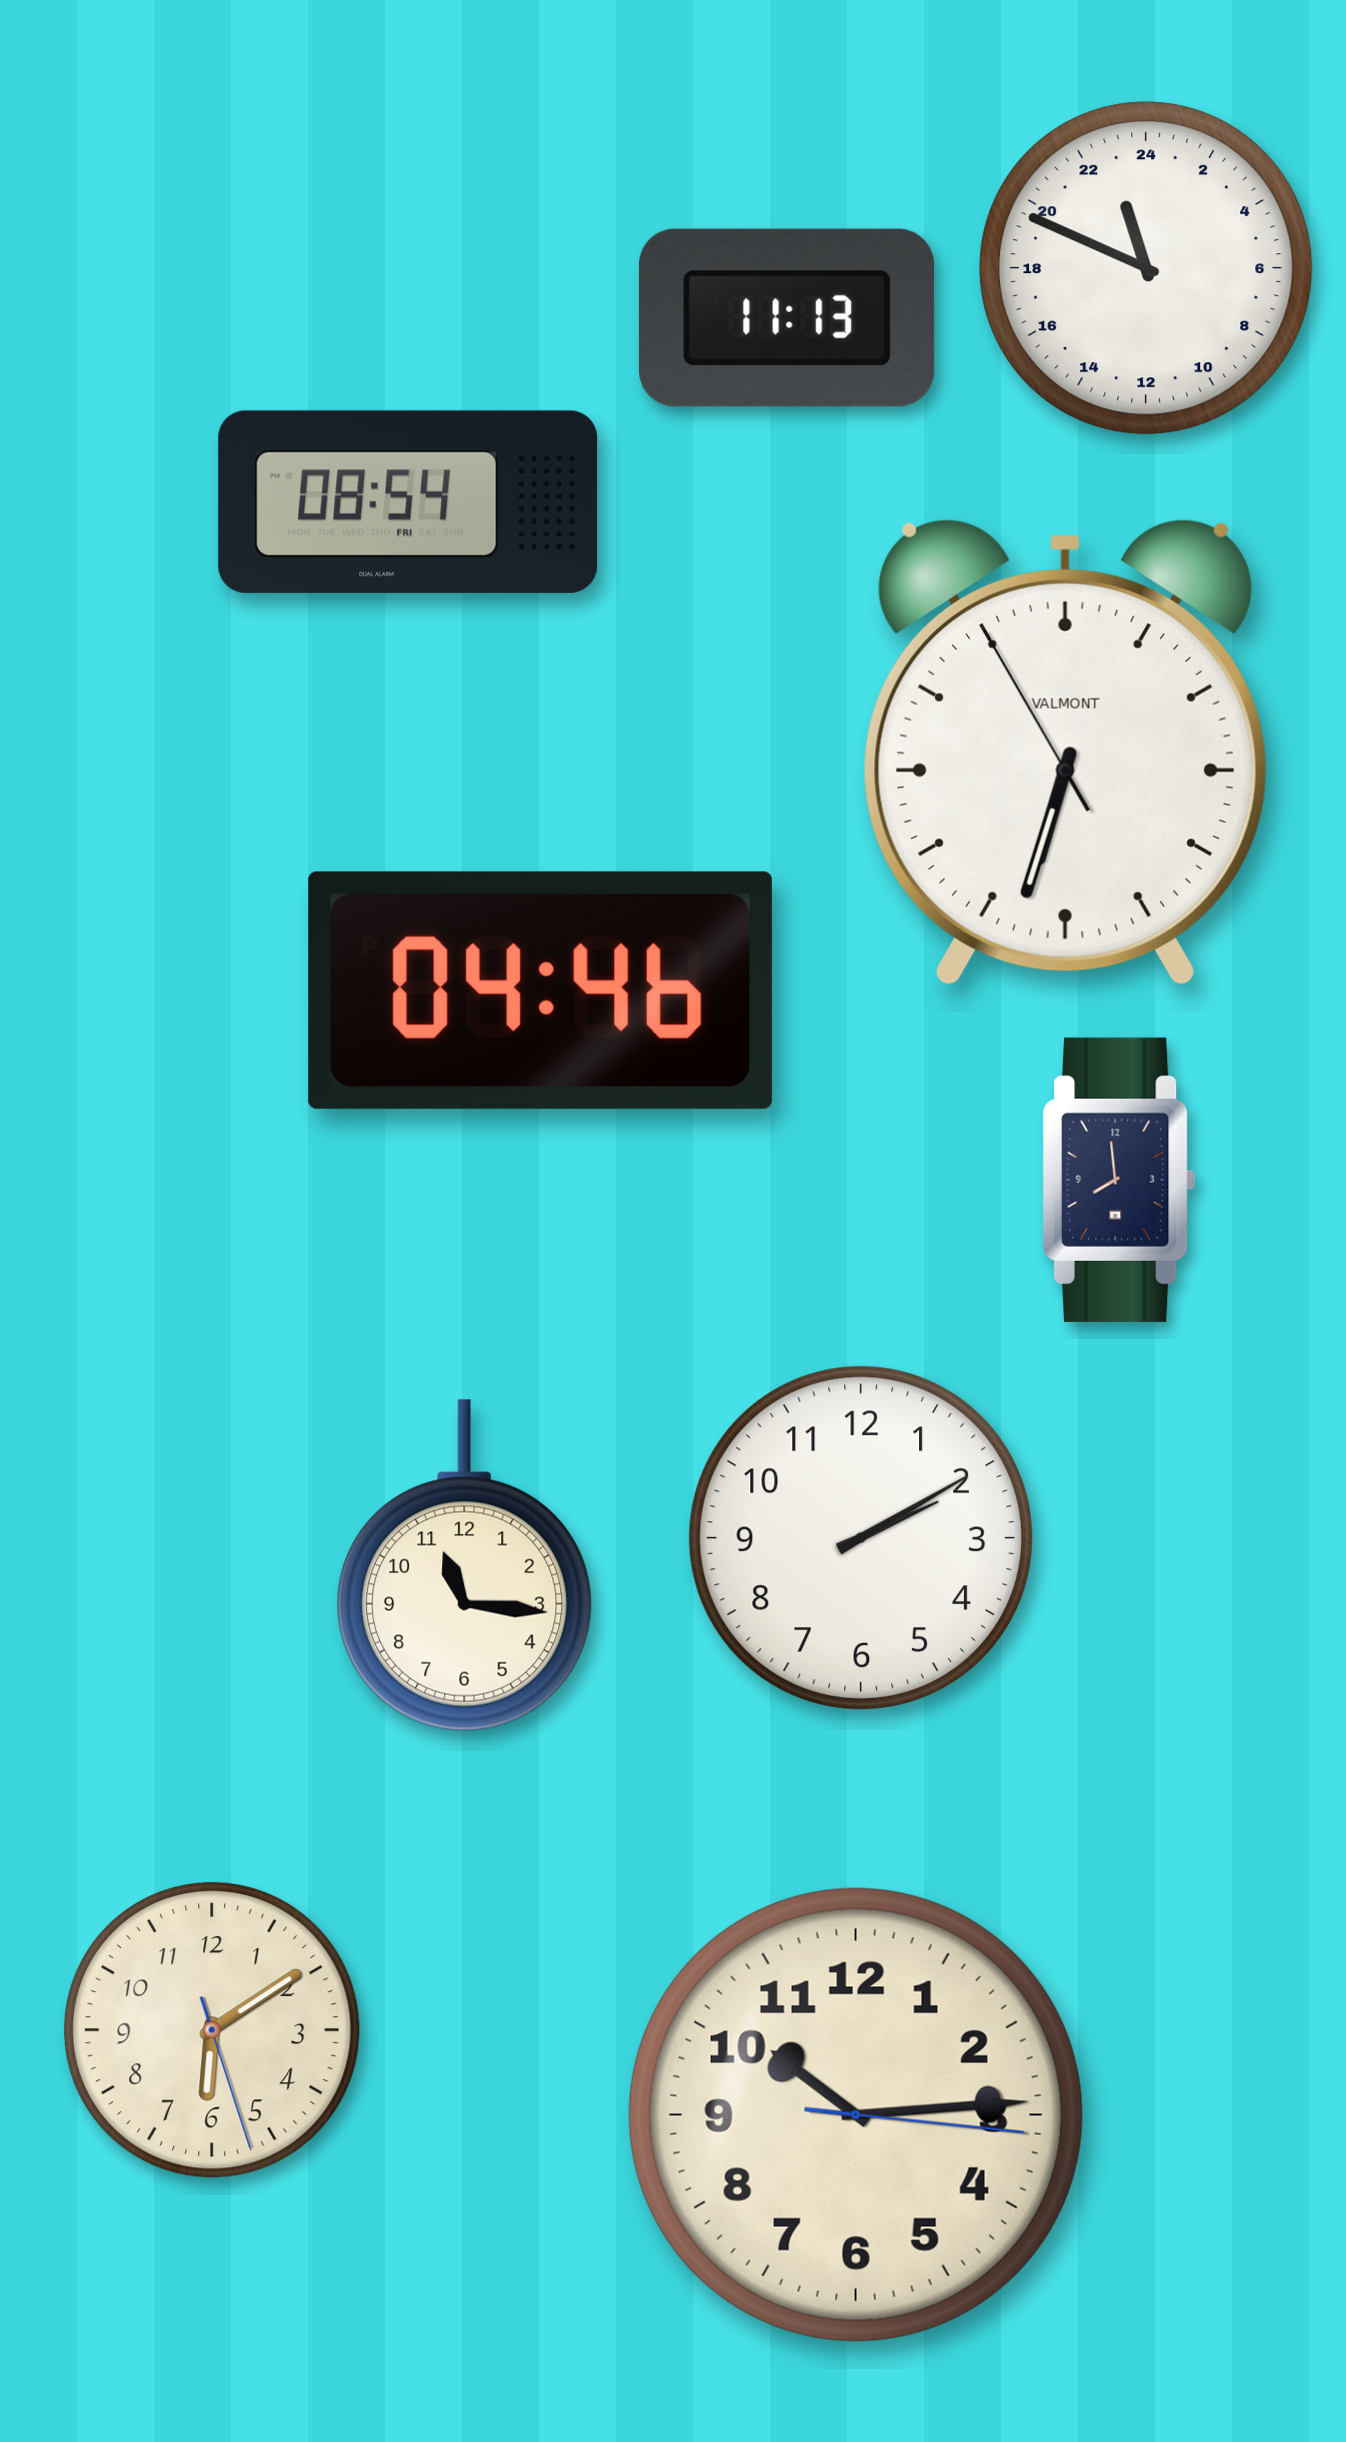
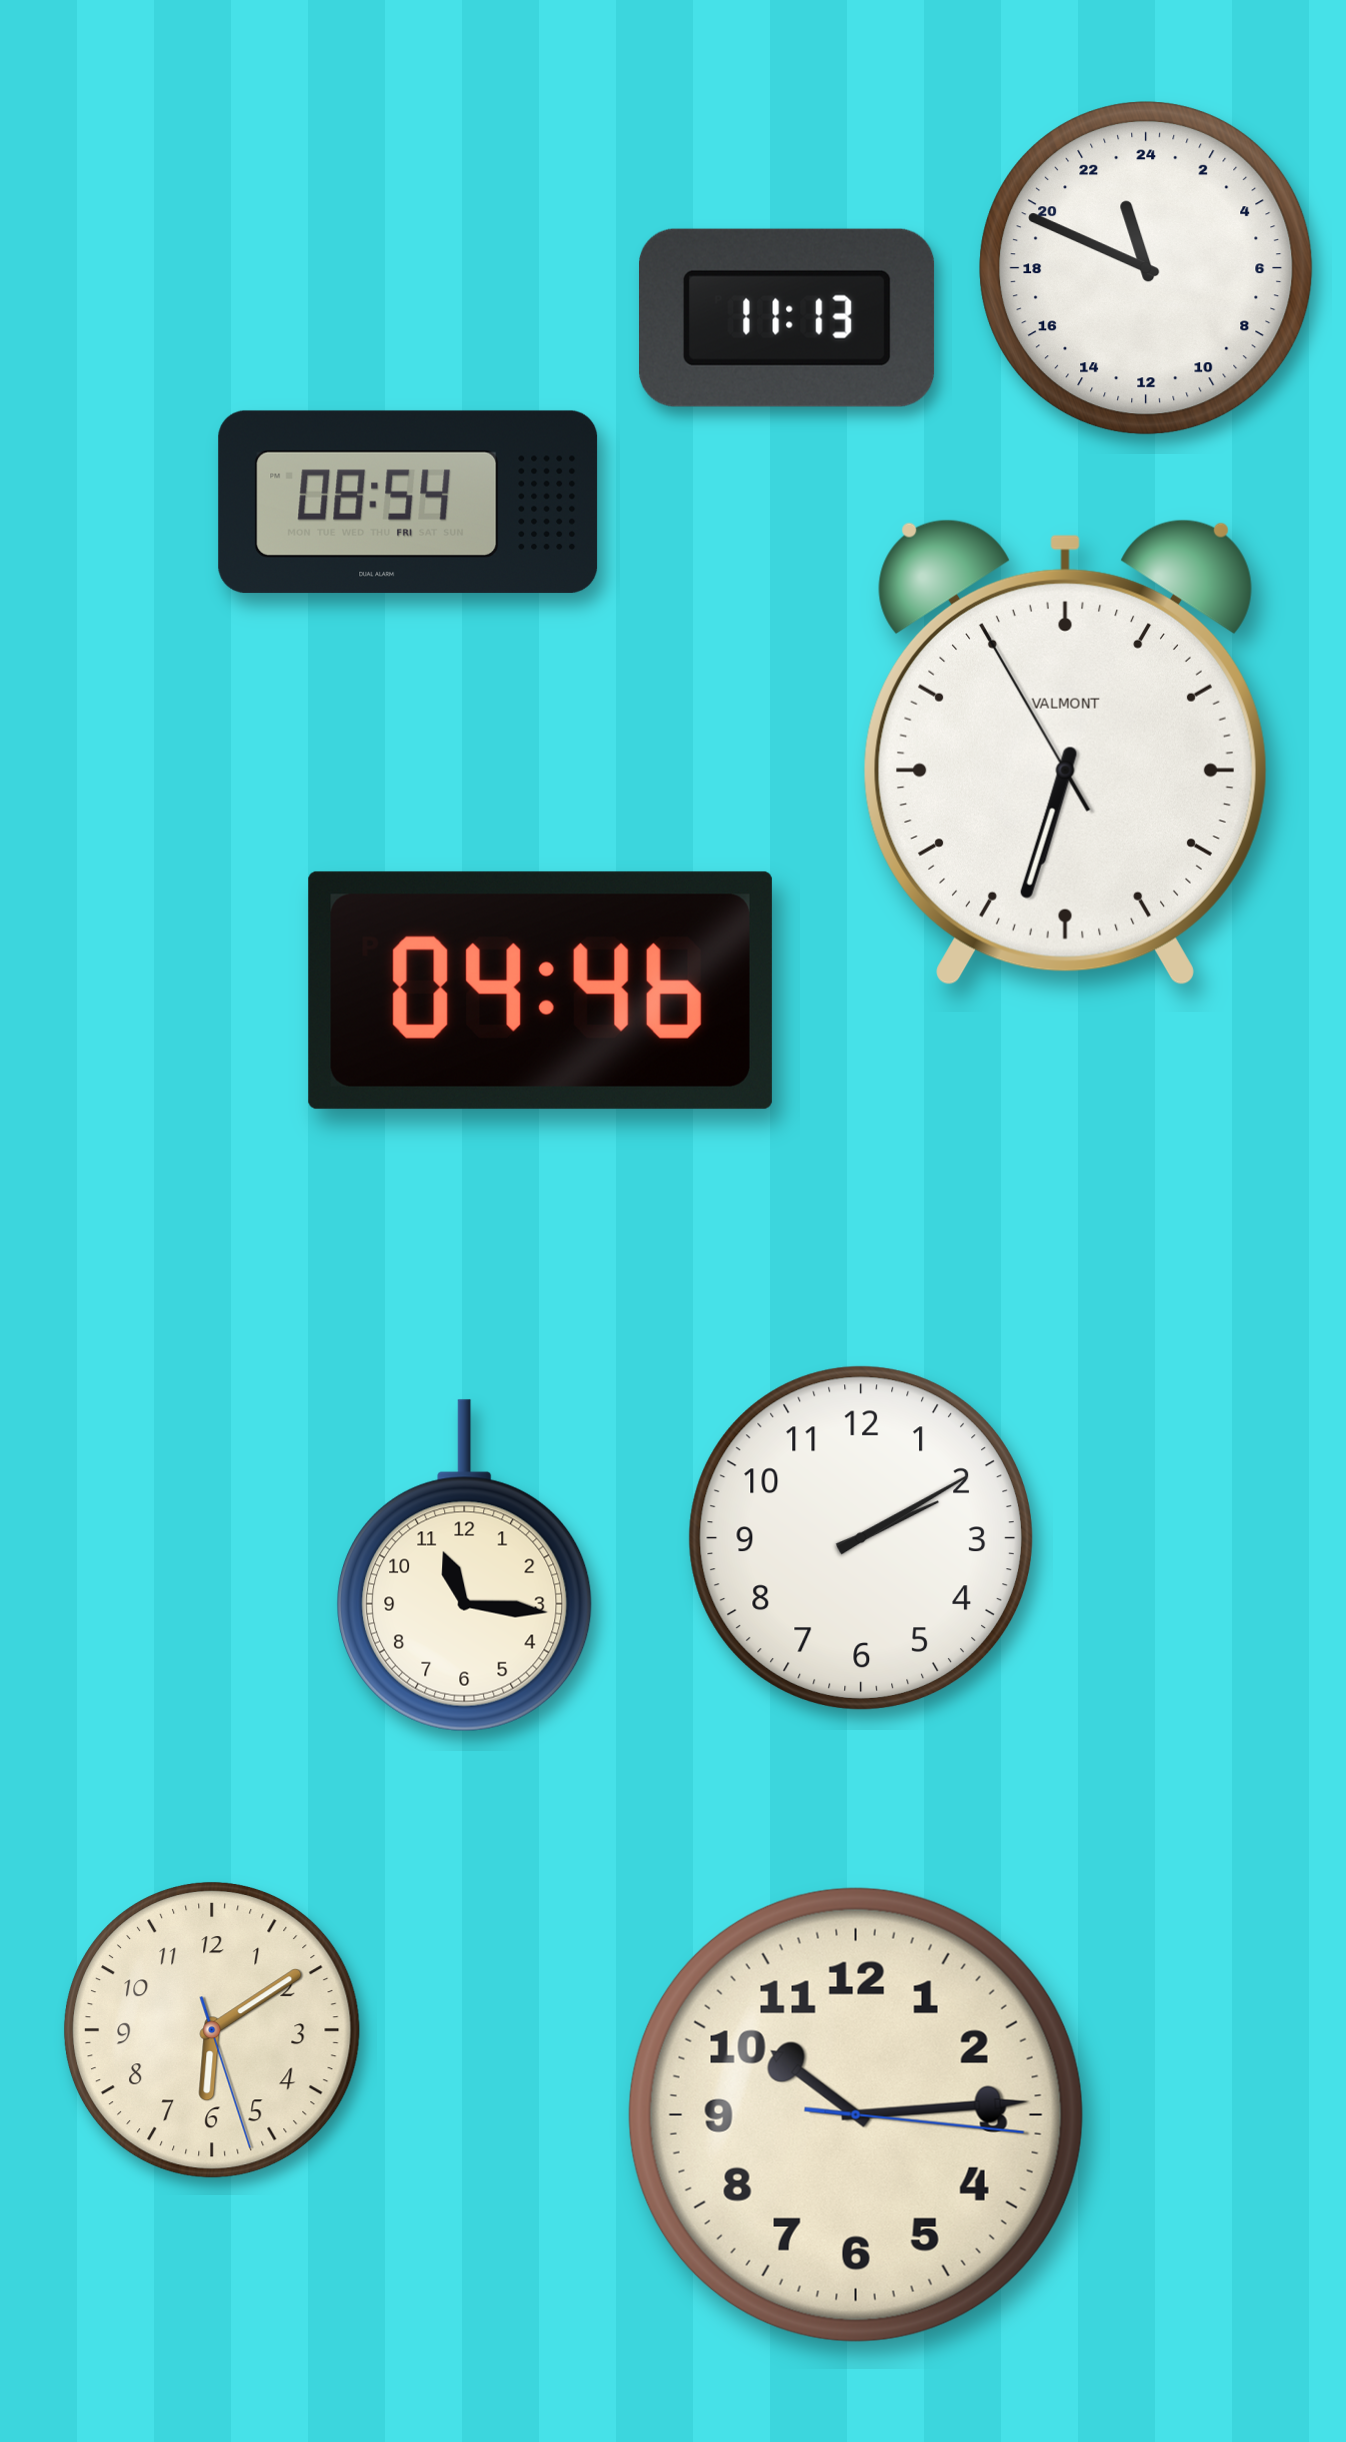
clock at (1120, 1180): 7:59 -> none
